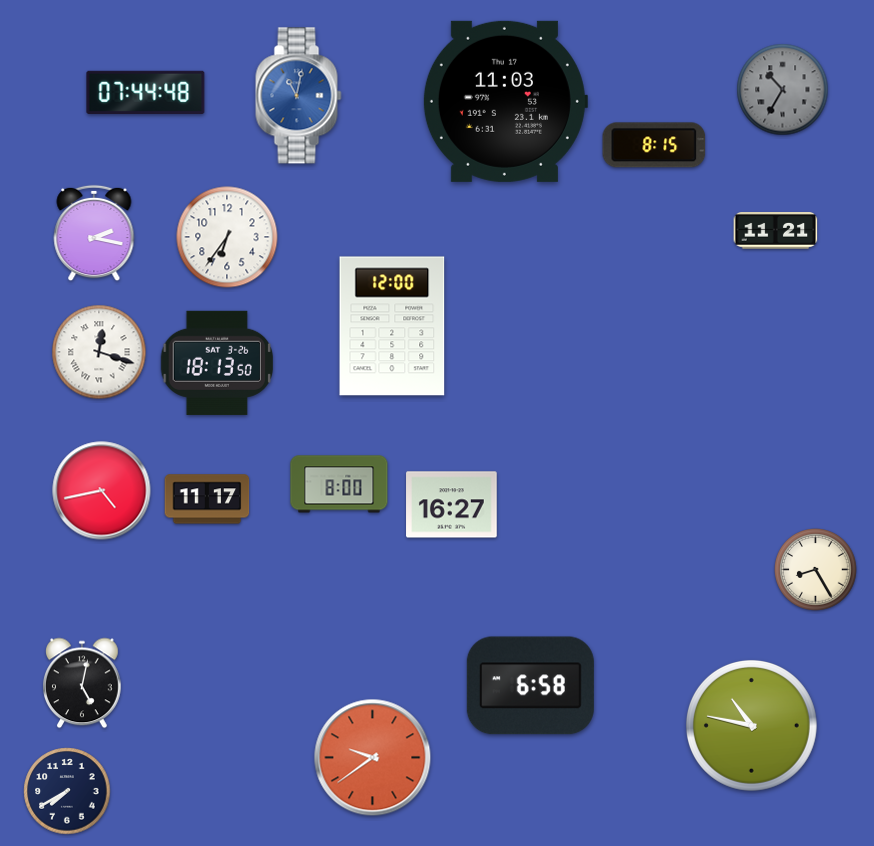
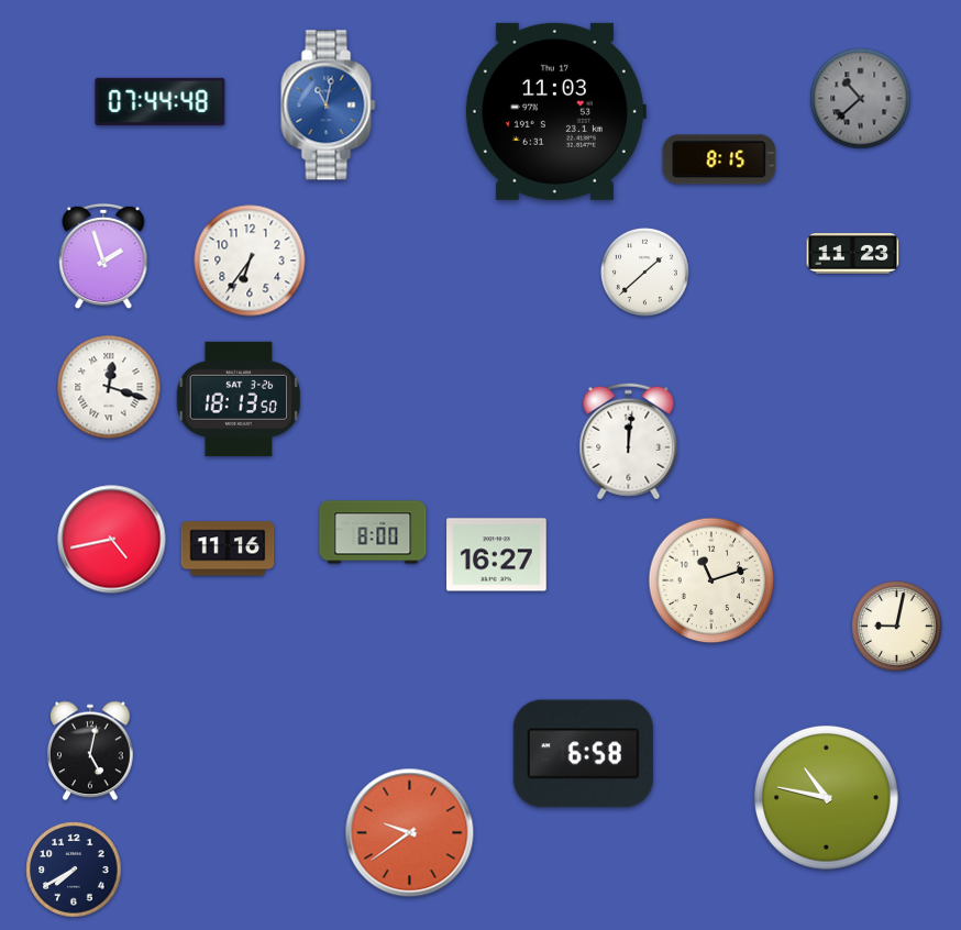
clock at (783, 90): 10:35 -> 10:38
clock at (776, 231): 11:21 -> 11:23
clock at (94, 233): 2:17 -> 1:57
clock at (645, 273): none -> 1:38
clock at (392, 326): 12:00 -> none
clock at (629, 442): none -> 12:01
clock at (207, 499): 11:17 -> 11:16
clock at (711, 580): none -> 11:12
clock at (816, 570): 8:25 -> 9:02
